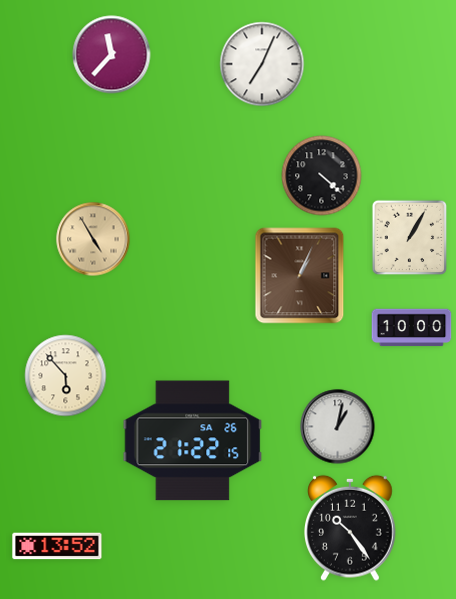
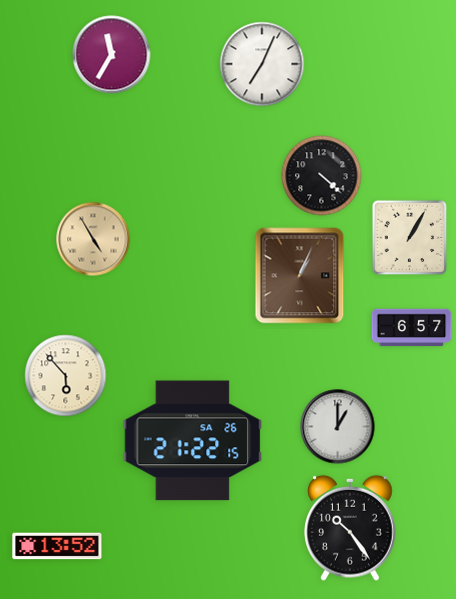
clock at (112, 55): 11:37 -> 11:35
clock at (412, 328): 10:00 -> 6:57
clock at (338, 427): 1:02 -> 1:00
